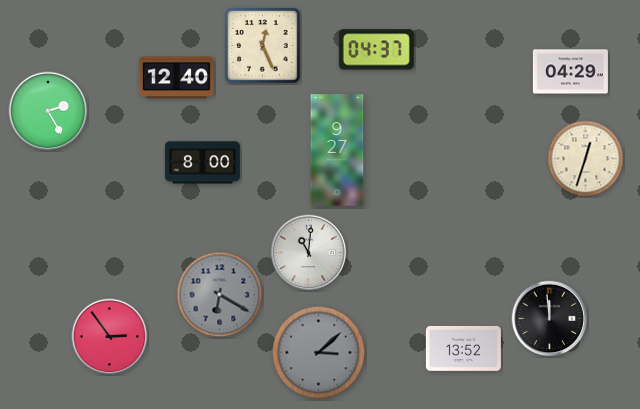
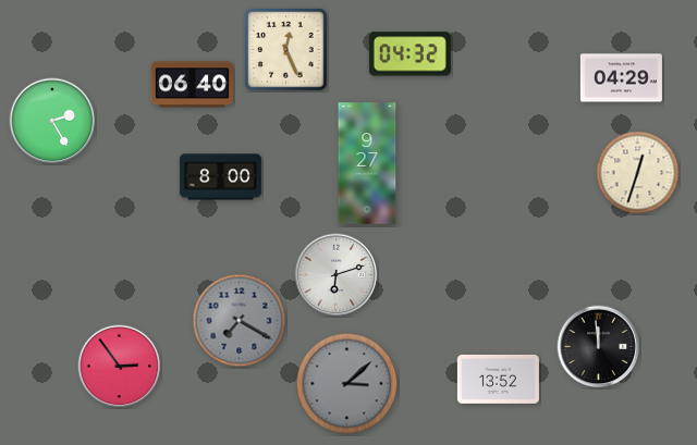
clock at (376, 50): 04:37 -> 04:32
clock at (176, 78): 12:40 -> 06:40
clock at (309, 253): 11:01 -> 6:12
clock at (220, 295): 6:20 -> 7:20
clock at (463, 348) position: (463, 348) -> (498, 379)
